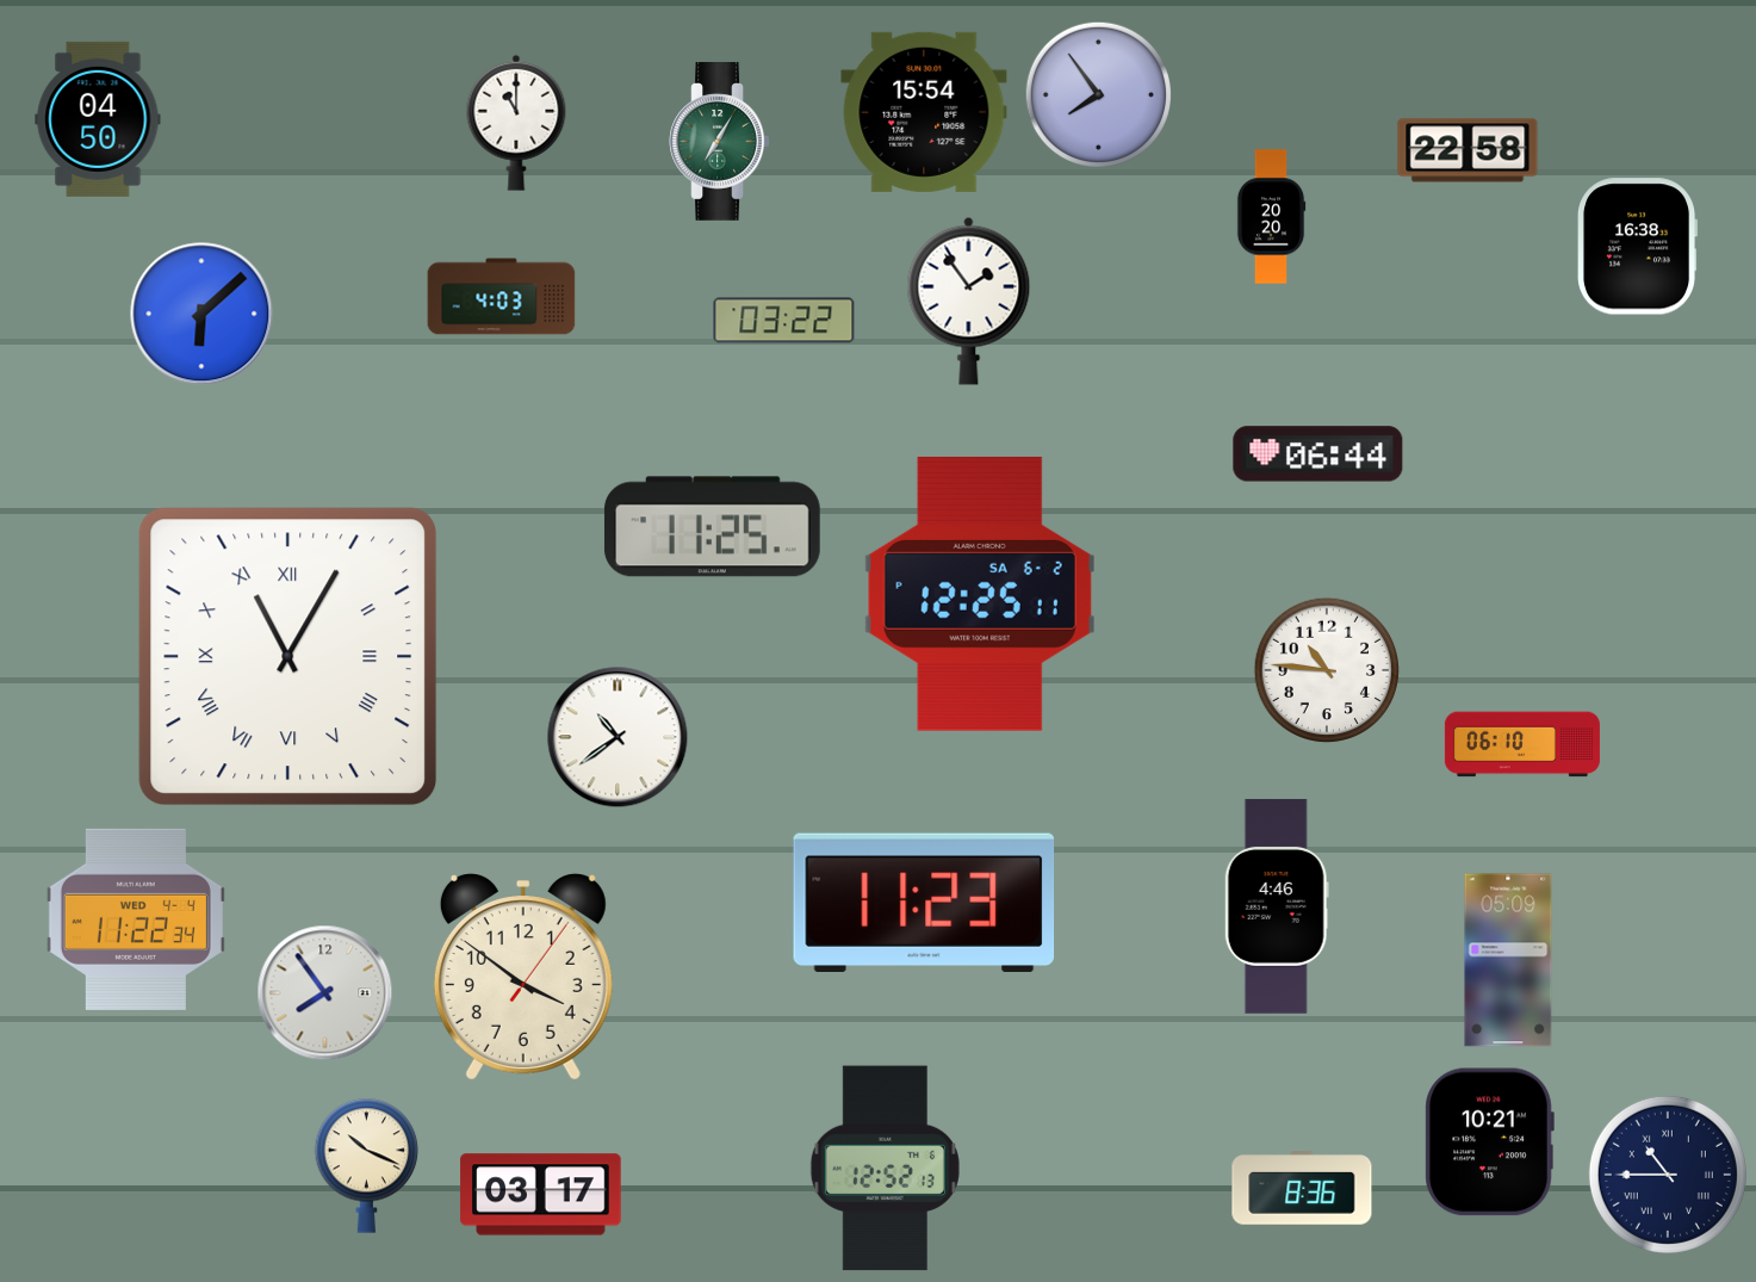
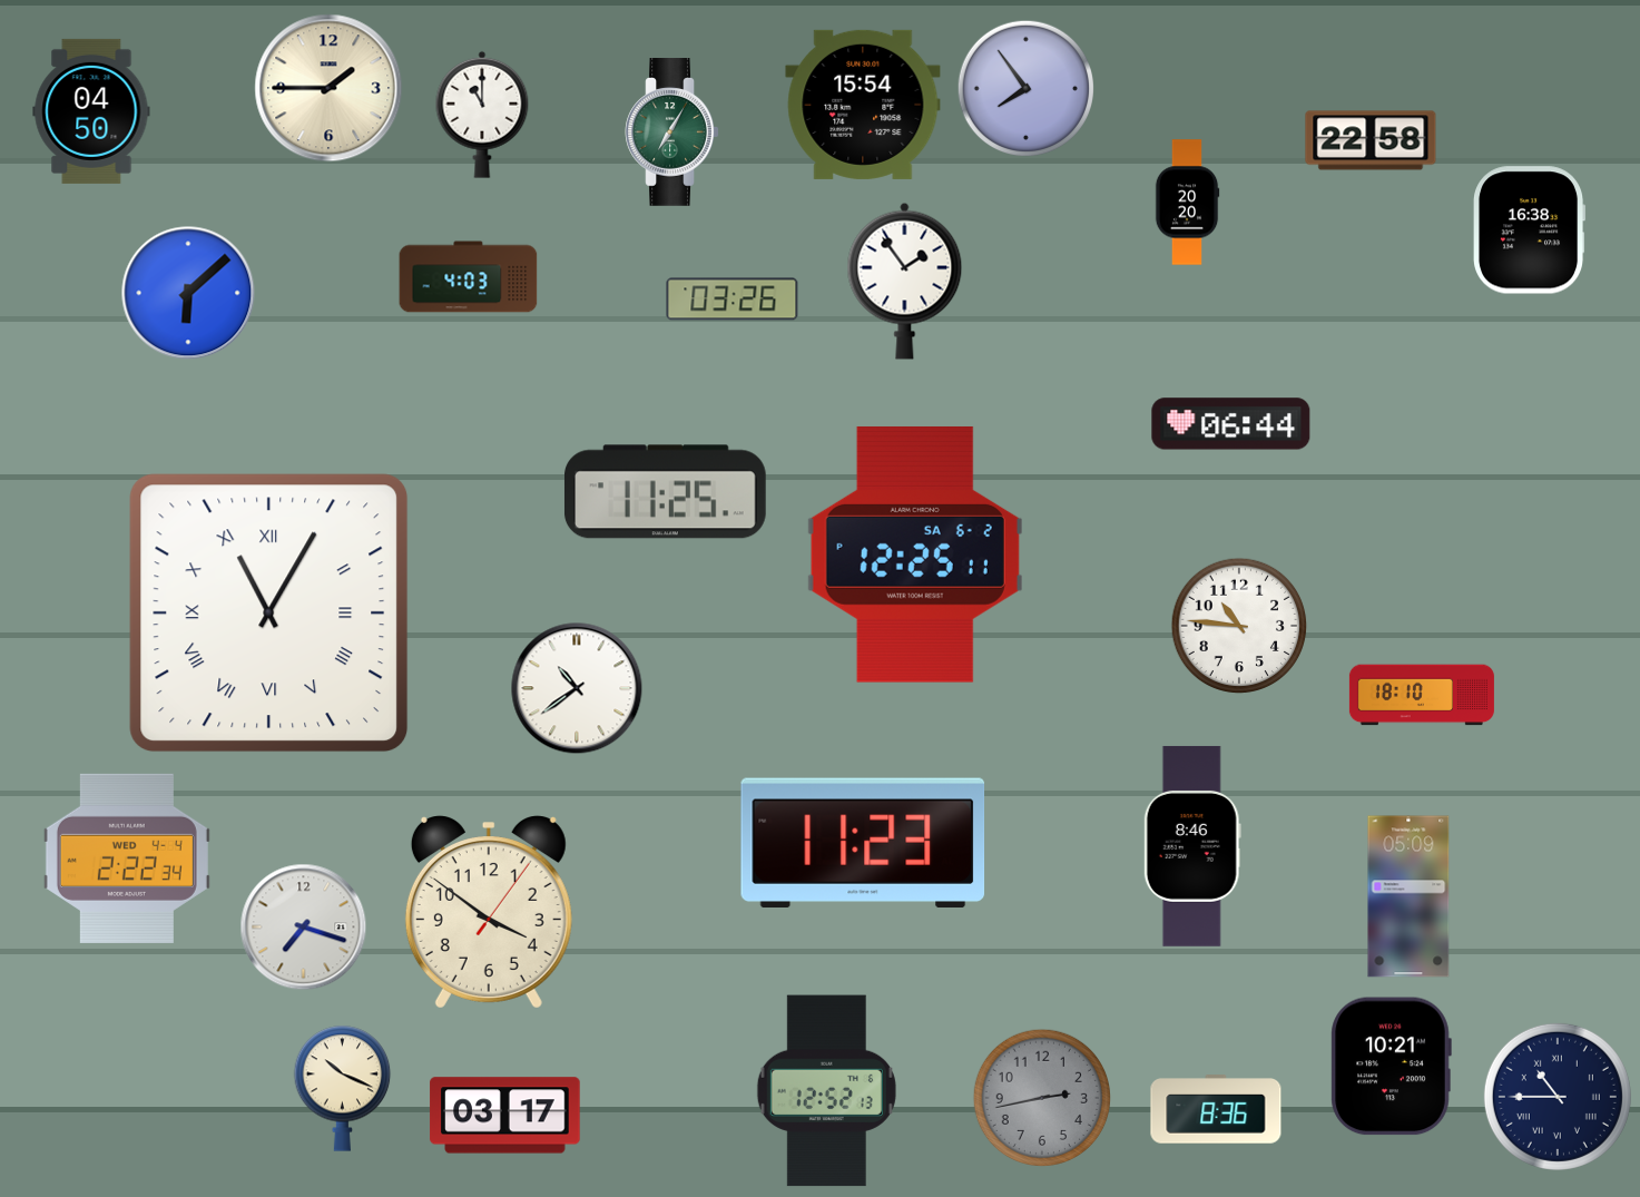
clock at (328, 88): none -> 1:45
clock at (784, 321): 03:22 -> 03:26
clock at (1522, 744): 06:10 -> 18:10
clock at (1277, 906): 4:46 -> 8:46
clock at (136, 919): 11:22 -> 2:22
clock at (325, 993): 7:54 -> 7:18
clock at (1041, 1097): none -> 2:43
